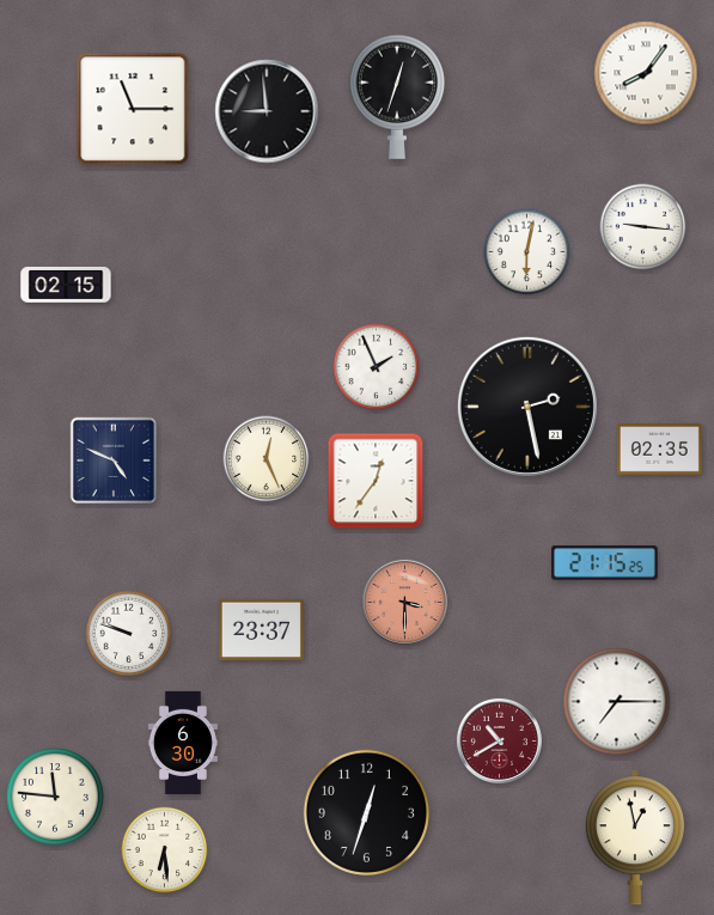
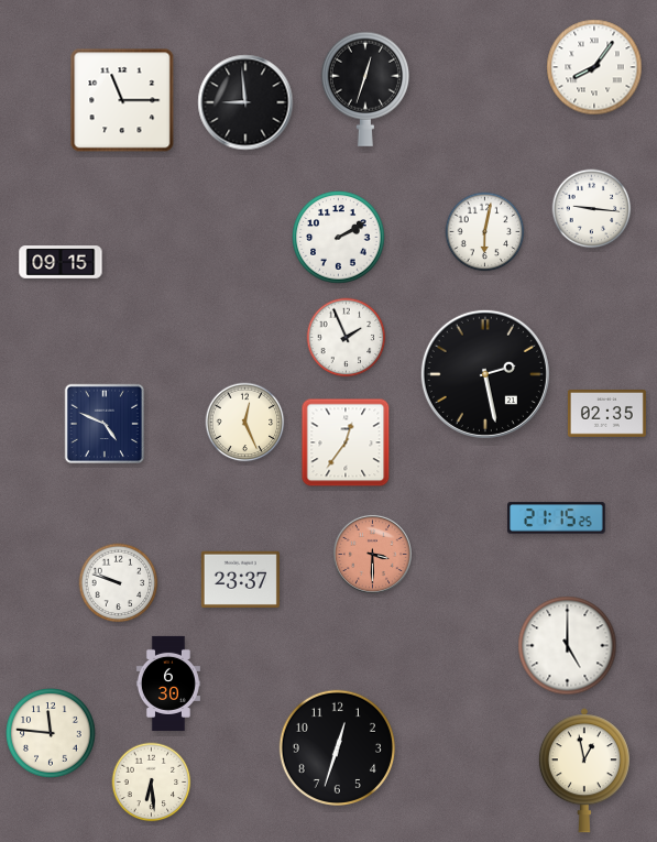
clock at (339, 238): none -> 2:10
clock at (66, 285): 02:15 -> 09:15
clock at (617, 702): 7:15 -> 5:00
clock at (499, 740): 10:40 -> none
